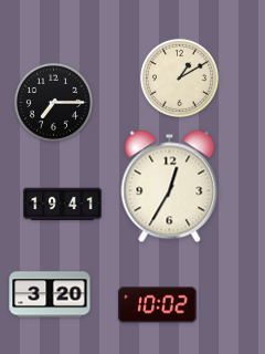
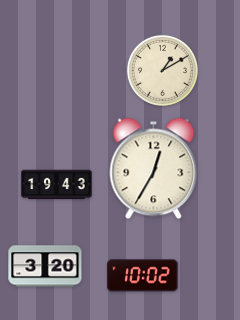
clock at (53, 102): 7:15 -> none
clock at (63, 205): 19:41 -> 19:43
